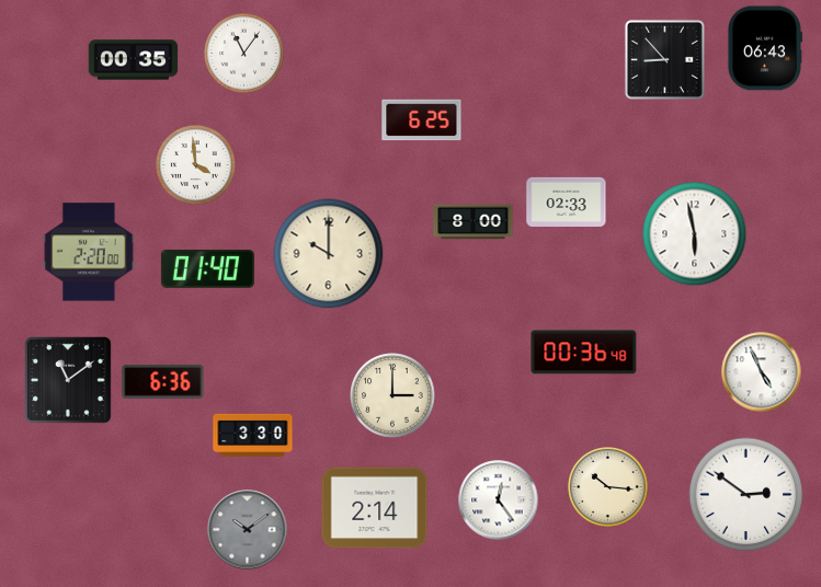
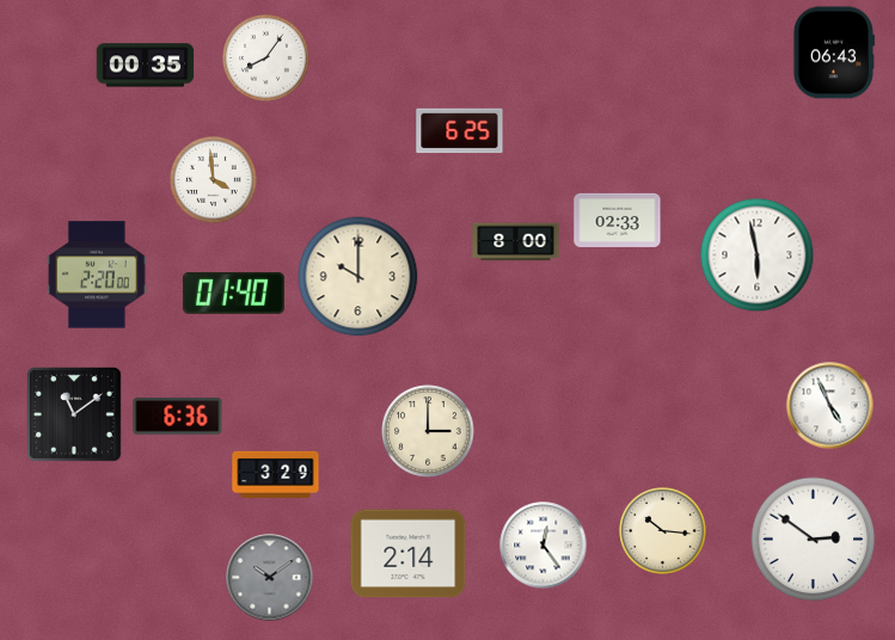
clock at (244, 54): 11:06 -> 8:06
clock at (664, 59): 8:53 -> none
clock at (207, 268) position: (207, 268) -> (233, 293)
clock at (584, 353): 00:36 -> none
clock at (253, 435): 3:30 -> 3:29
